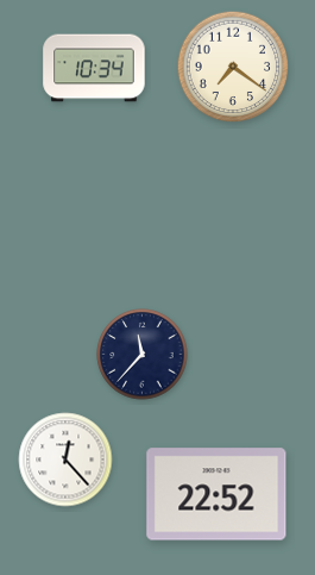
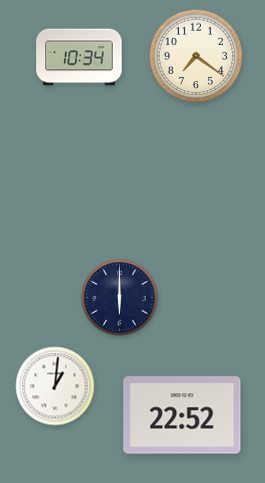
clock at (143, 355): 11:37 -> 6:00
clock at (65, 460): 12:23 -> 1:01
